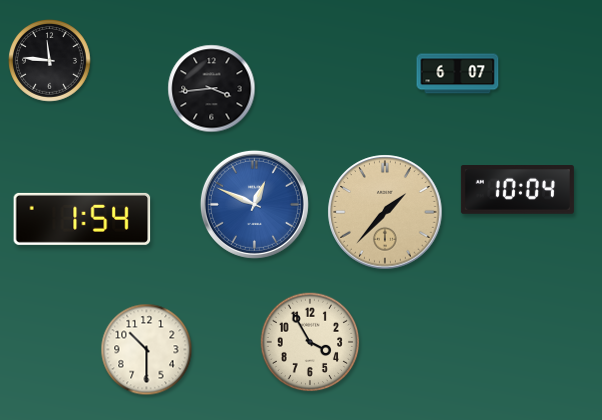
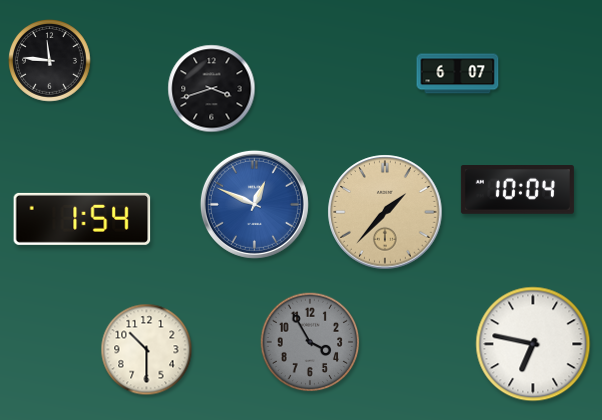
clock at (212, 89): 3:44 -> 3:42
clock at (310, 342) dial: cream -> grey
clock at (533, 344): none -> 6:47
